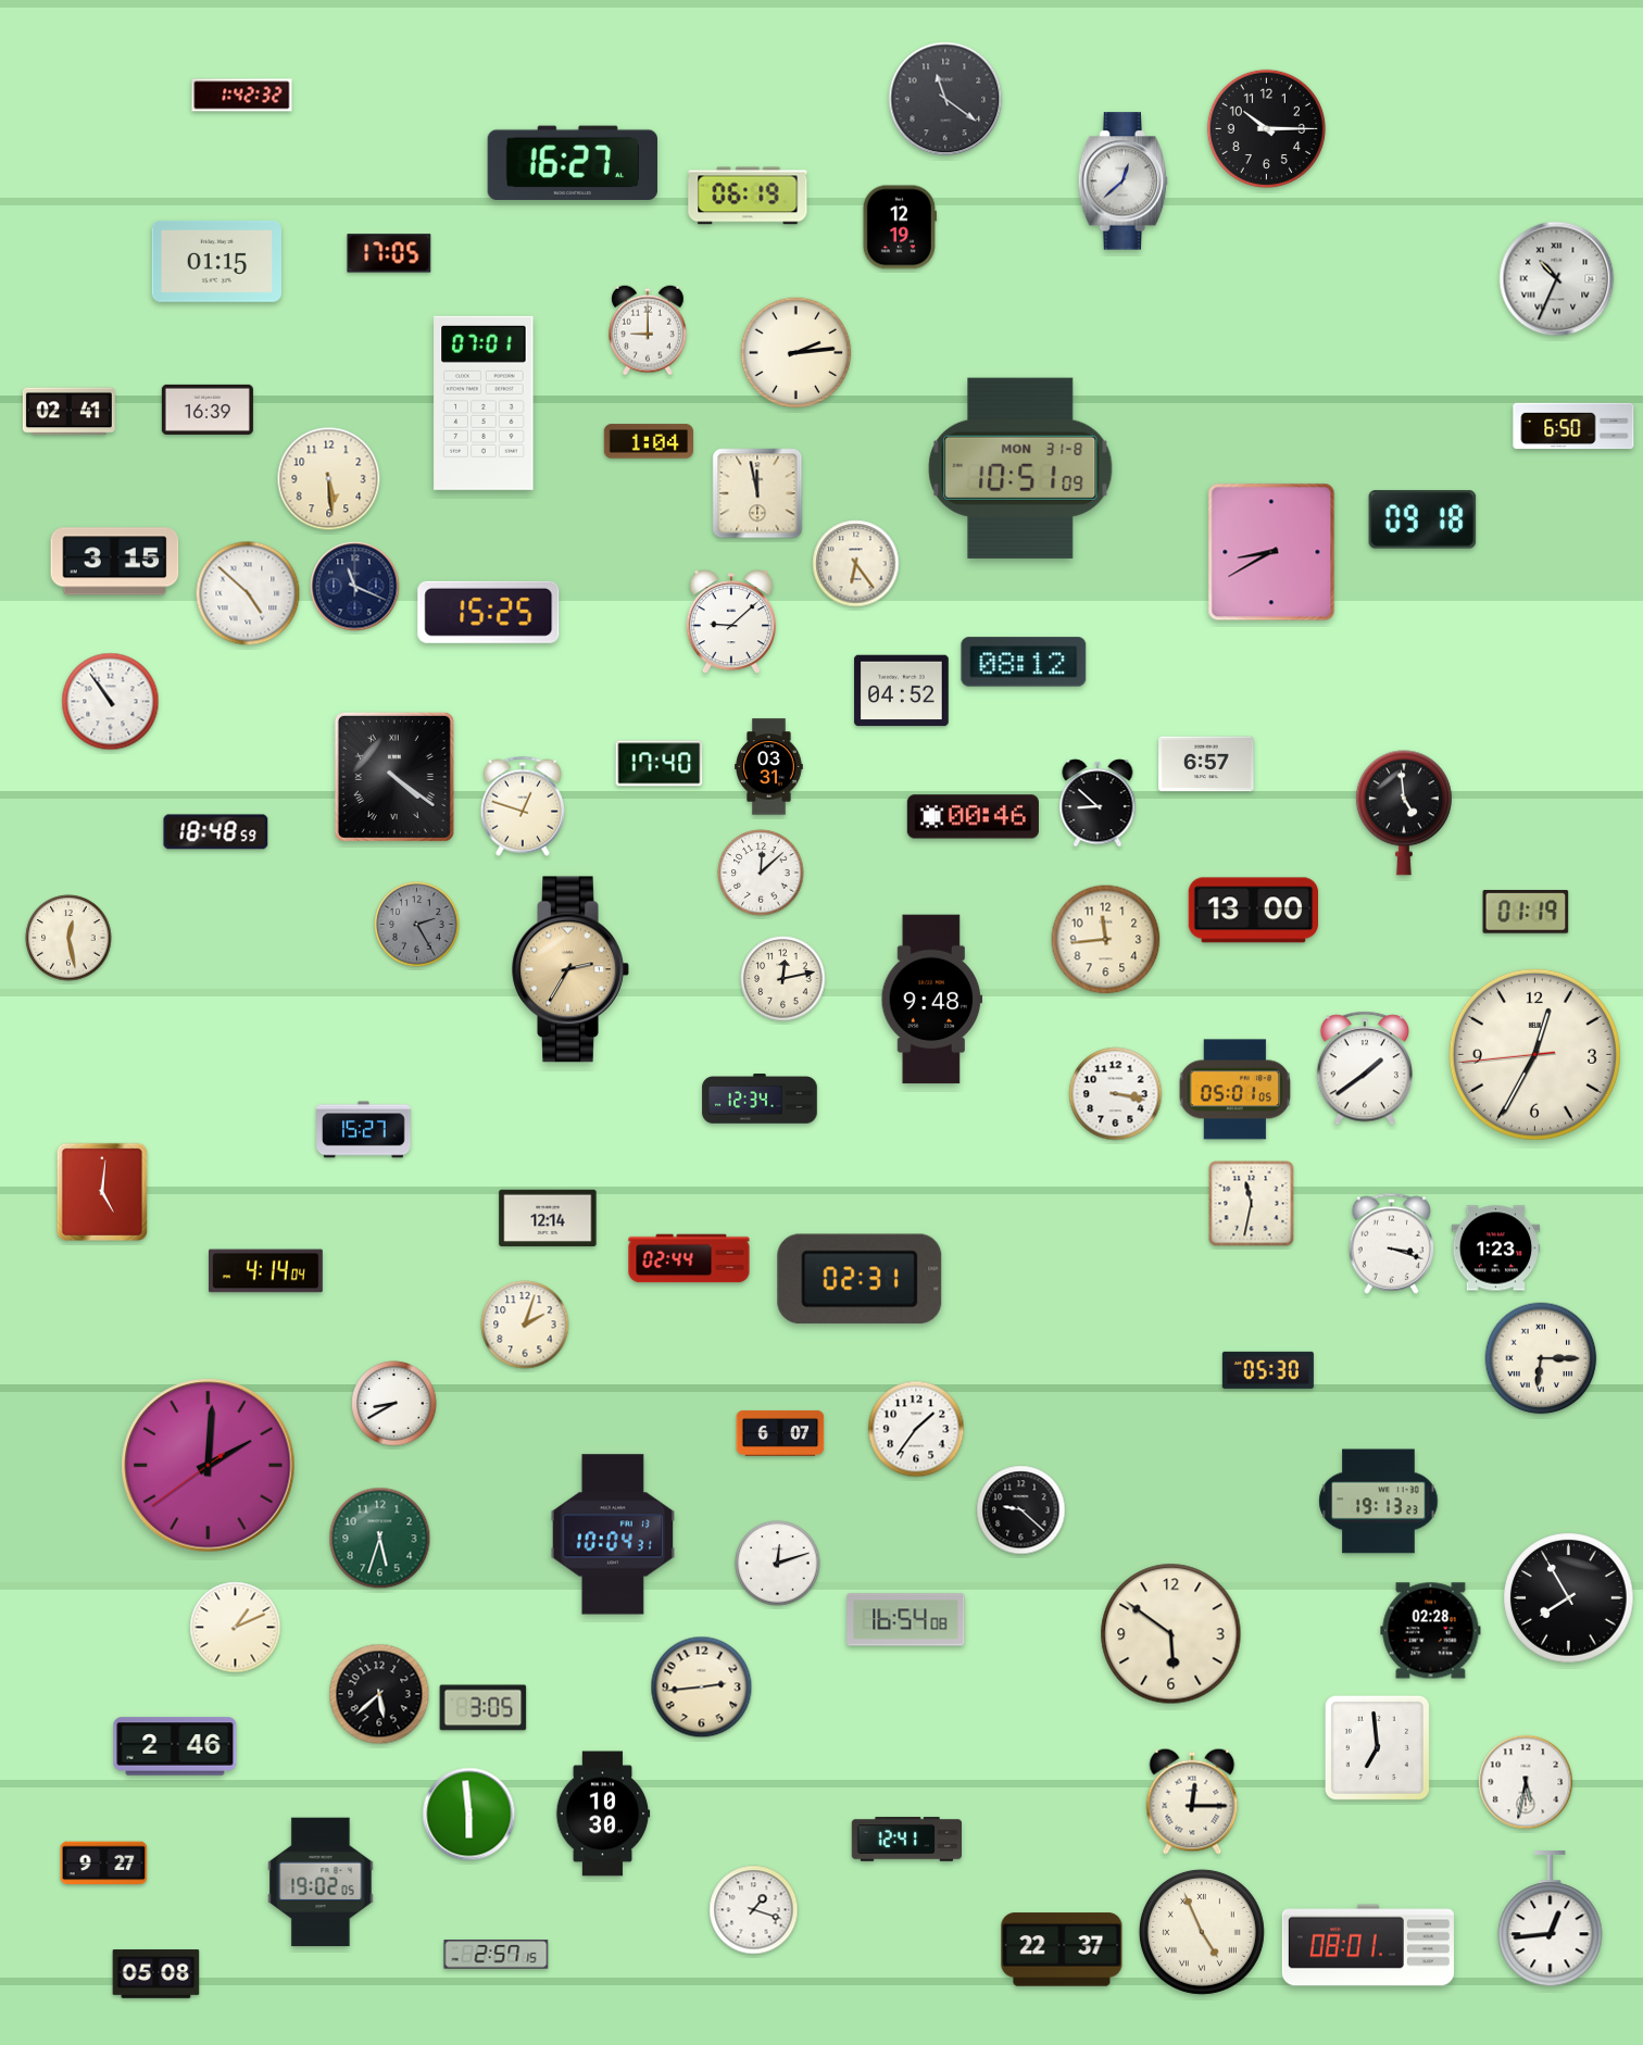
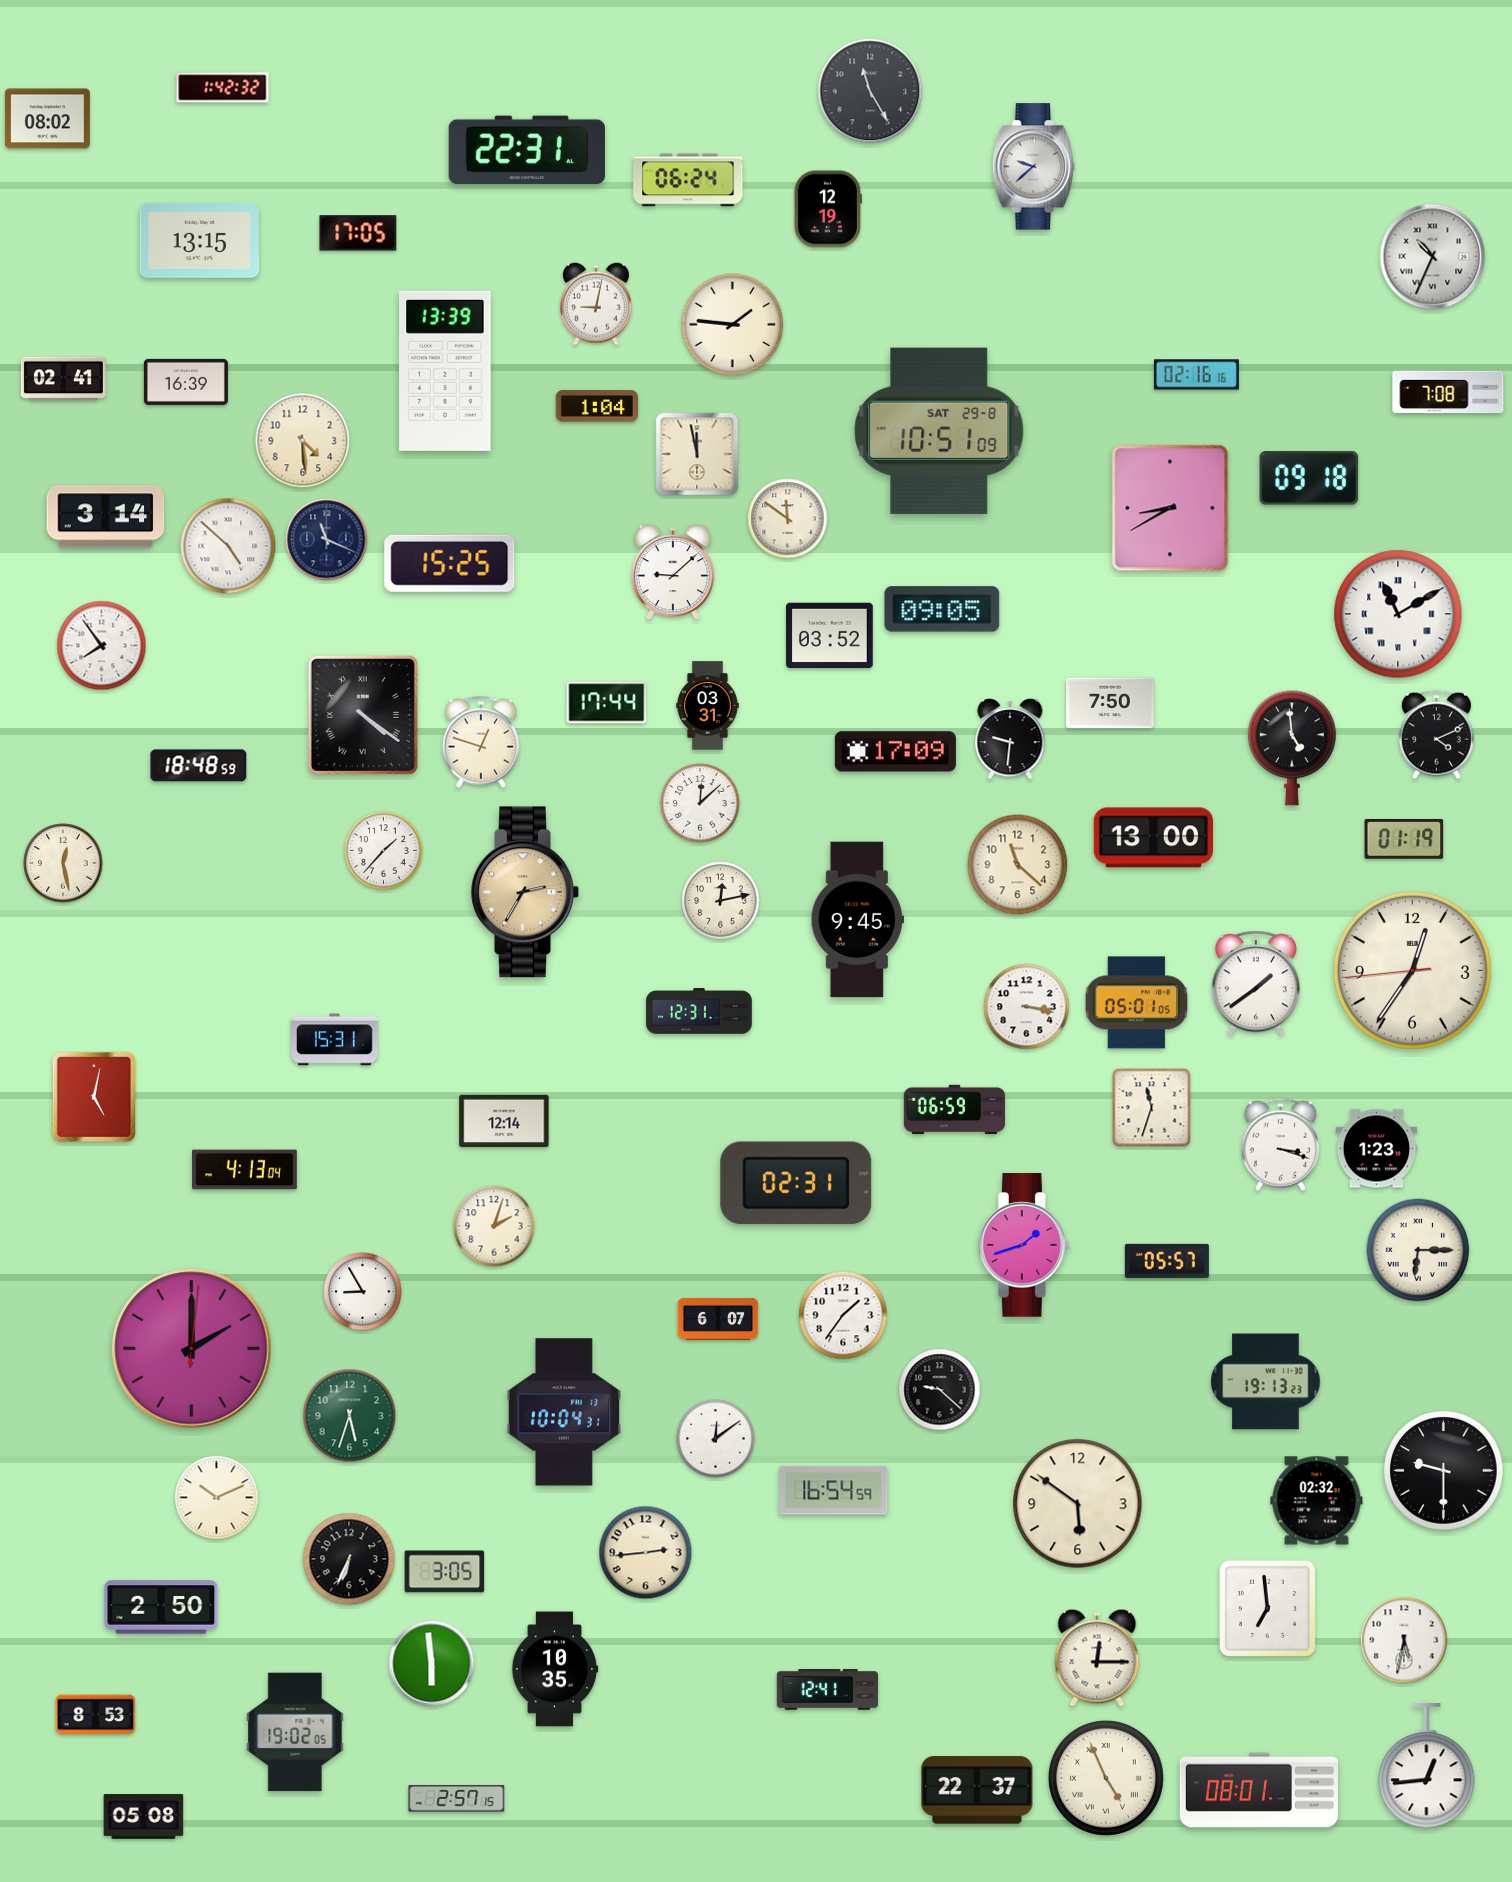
clock at (945, 99): 11:21 -> 11:25
clock at (1266, 128): 10:15 -> none
clock at (47, 119): none -> 08:02
clock at (573, 162): 16:27 -> 22:31
clock at (1124, 181): 12:38 -> 9:38
clock at (748, 196): 06:19 -> 06:24
clock at (216, 262): 01:15 -> 13:15
clock at (649, 330): 9:00 -> 9:02
clock at (797, 353): 2:14 -> 1:46
clock at (484, 403): 07:01 -> 13:39
clock at (1196, 375): none -> 02:16
clock at (208, 410) position: (208, 410) -> (186, 382)
clock at (1573, 426): 6:50 -> 7:08
clock at (1020, 468) date: MON 31-8 -> SAT 29-8
clock at (329, 479): 5:29 -> 4:29
clock at (115, 562): 3:15 -> 3:14
clock at (856, 564): 6:24 -> 11:51
clock at (1024, 662): 08:12 -> 09:05
clock at (1398, 614): none -> 11:10
clock at (902, 691): 04:52 -> 03:52
clock at (111, 702): 10:54 -> 7:54
clock at (660, 764): 17:40 -> 17:44
clock at (1206, 764): 6:57 -> 7:50
clock at (1436, 735): none -> 4:11
clock at (1098, 803): 8:52 -> 9:31
clock at (973, 817): 00:46 -> 17:09
clock at (417, 925): 2:25 -> 1:37
clock at (417, 925) dial: grey -> white
clock at (1106, 940): 11:44 -> 11:22
clock at (931, 1000): 9:48 -> 9:45
clock at (1534, 1054): 12:34 -> 12:35
clock at (760, 1099): 12:34 -> 12:31
clock at (364, 1130): 15:27 -> 15:31
clock at (101, 1191): 5:01 -> 5:02
clock at (1252, 1204): 11:32 -> 11:33
clock at (955, 1110): none -> 06:59
clock at (689, 1258): 02:44 -> none
clock at (266, 1271): 4:14 -> 4:13
clock at (860, 1279) position: (860, 1279) -> (796, 1183)
clock at (525, 1325) position: (525, 1325) -> (494, 1226)
clock at (1025, 1245): none -> 1:42
clock at (1268, 1370): 05:30 -> 05:57
clock at (394, 1404): 8:40 -> 8:55
clock at (209, 1466): 2:00:39 -> 2:00:01
clock at (1379, 1502) position: (1379, 1502) -> (1266, 1382)
clock at (778, 1564): 12:12 -> 12:09
clock at (1569, 1598): 7:55 -> 9:30
clock at (906, 1620): 16:54:08 -> 16:54:59
clock at (236, 1628): 1:11 -> 10:11
clock at (1431, 1631): 02:28 -> 02:32
clock at (379, 1694): 5:38 -> 6:34
clock at (175, 1746): 2:46 -> 2:50
clock at (603, 1814): 10:30 -> 10:35
clock at (469, 1815) position: (469, 1815) -> (432, 1664)
clock at (906, 1840) position: (906, 1840) -> (827, 1690)
clock at (104, 1864): 9:27 -> 8:53
clock at (754, 1910): 1:18 -> none
clock at (1062, 1949) position: (1062, 1949) -> (977, 1790)
